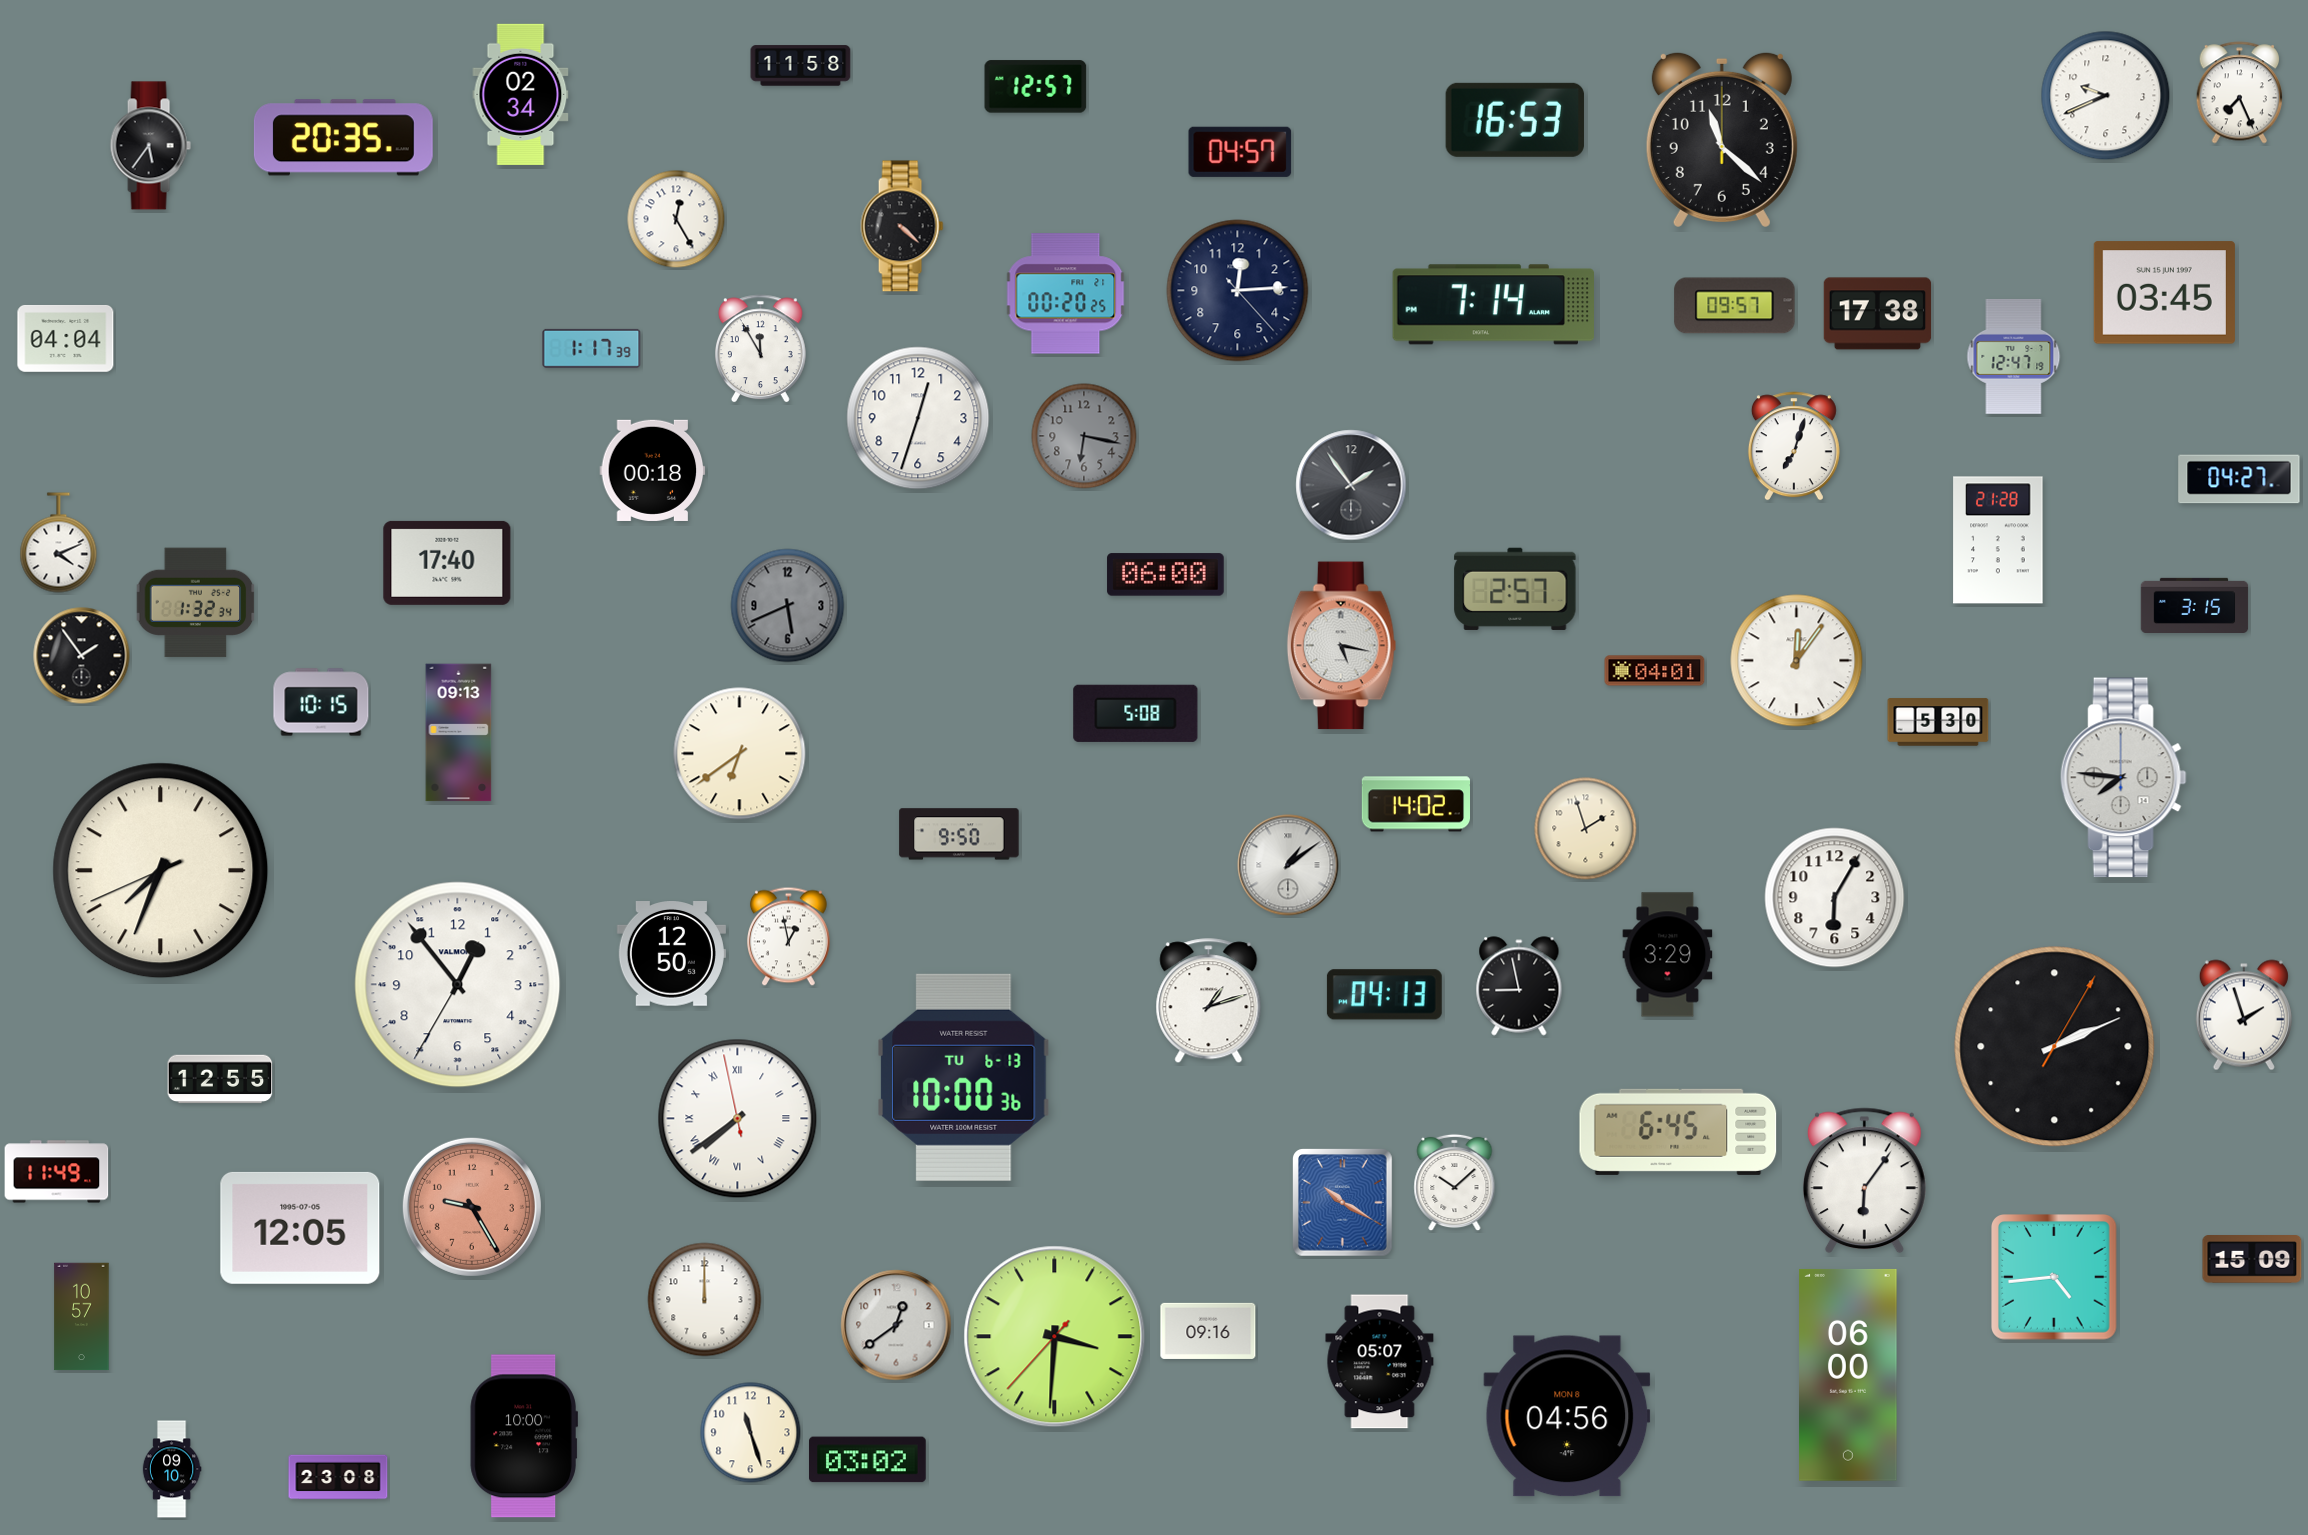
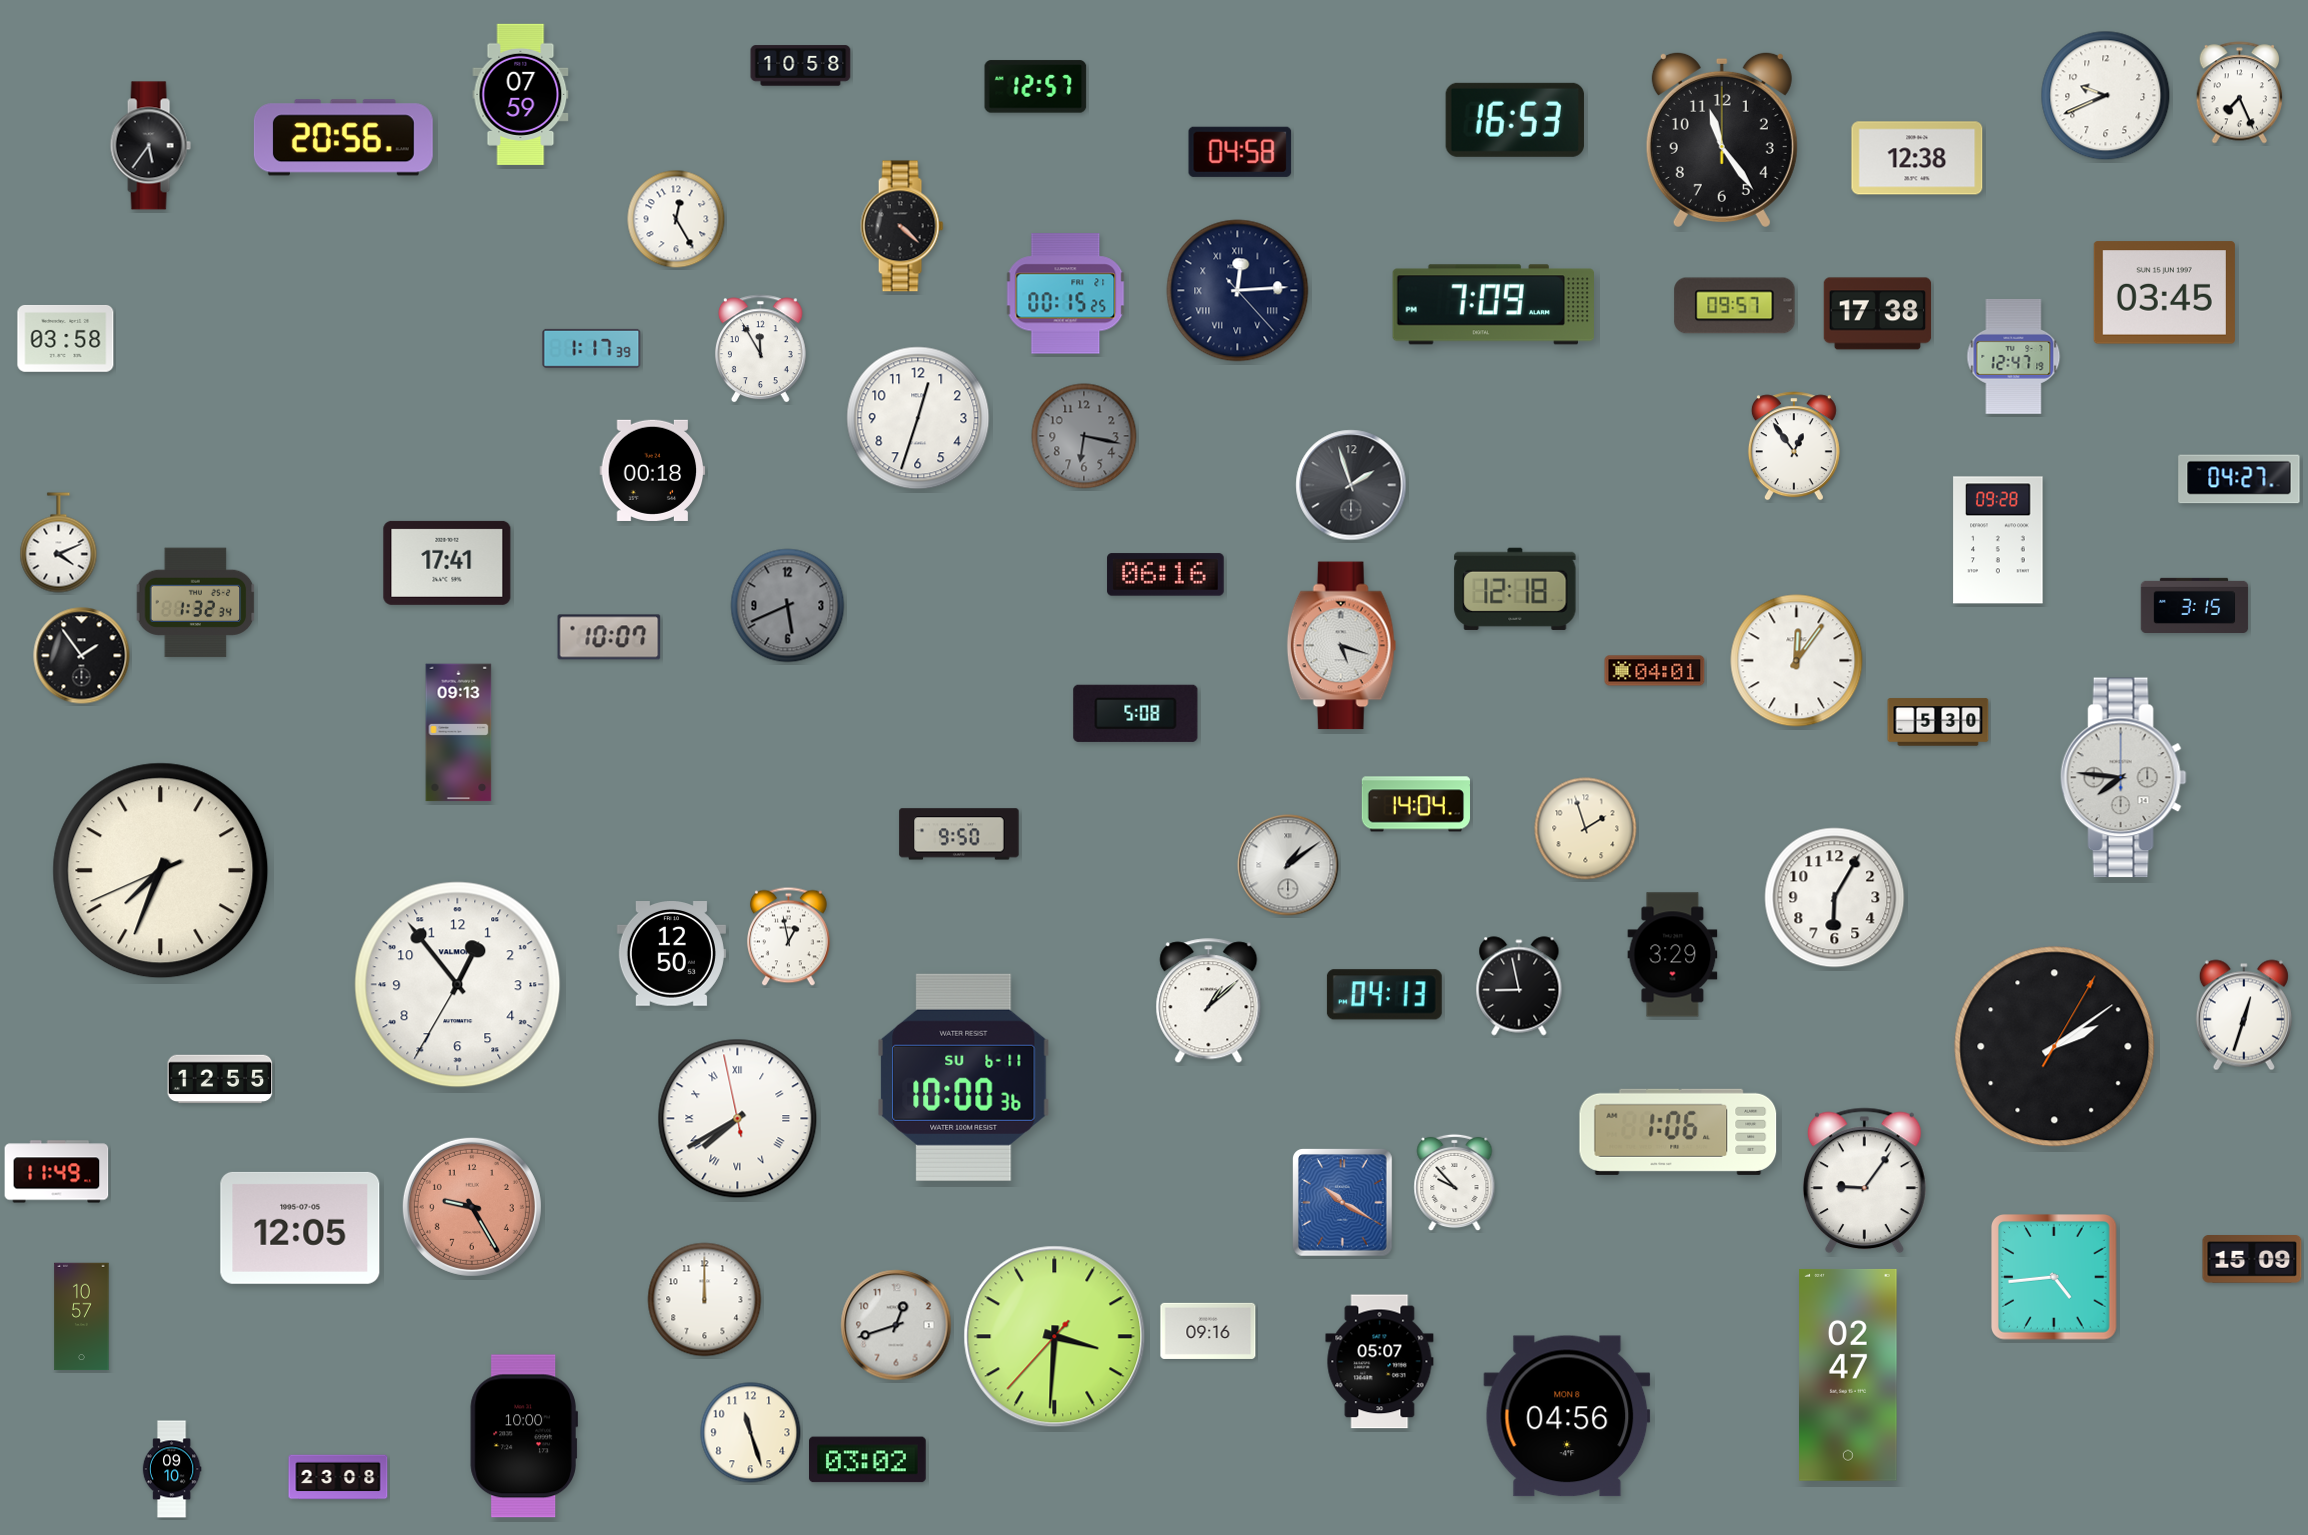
clock at (801, 66): 11:58 -> 10:58
clock at (521, 94): 02:34 -> 07:59
clock at (343, 138): 20:35 -> 20:56
clock at (1722, 139): 11:22 -> 11:24
clock at (1240, 152): 04:57 -> 04:58
clock at (1917, 158): none -> 12:38
clock at (1238, 291) numerals: Arabic -> Roman
clock at (1066, 294): 00:20 -> 00:15
clock at (1494, 305): 7:14 -> 7:09
clock at (66, 338): 04:04 -> 03:58
clock at (1794, 446): 7:03 -> 12:54
clock at (1351, 485): 1:54 -> 1:57
clock at (1998, 540): 21:28 -> 09:28
clock at (447, 563): 17:40 -> 17:41
clock at (1166, 575): 06:00 -> 06:16
clock at (1515, 589): 2:57 -> 12:18
clock at (609, 637): none -> 10:07
clock at (1342, 646): 5:17 -> 5:18
clock at (321, 702): 10:15 -> none
clock at (740, 754): 6:39 -> none
clock at (1415, 804): 14:02 -> 14:04
clock at (1668, 955) position: (1668, 955) -> (1673, 955)
clock at (1209, 1001): 1:12 -> 1:08
clock at (2244, 1015): 1:57 -> 12:33
clock at (2055, 1047): 2:11 -> 2:09
clock at (964, 1077) date: TU 6-13 -> SU 6-11
clock at (738, 1119): 7:38 -> 7:39
clock at (1678, 1132): 6:45 -> 1:06
clock at (1864, 1181): 6:06 -> 9:06
clock at (1455, 1183): 10:08 -> 9:53
clock at (896, 1325): 12:39 -> 12:42
clock at (1848, 1375): 06:00 -> 02:47
